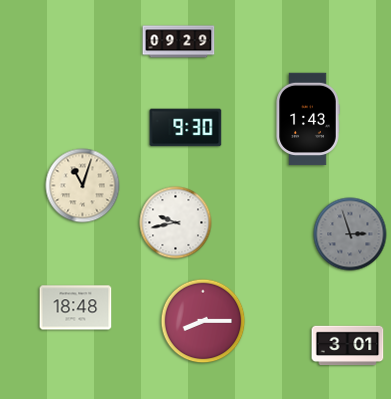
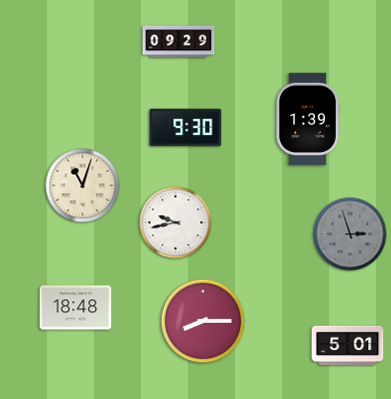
clock at (308, 119): 1:43 -> 1:39
clock at (348, 346): 3:01 -> 5:01
